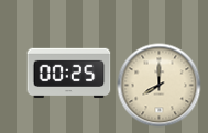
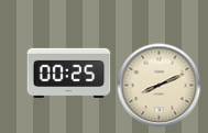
clock at (160, 86): 8:00 -> 8:11
